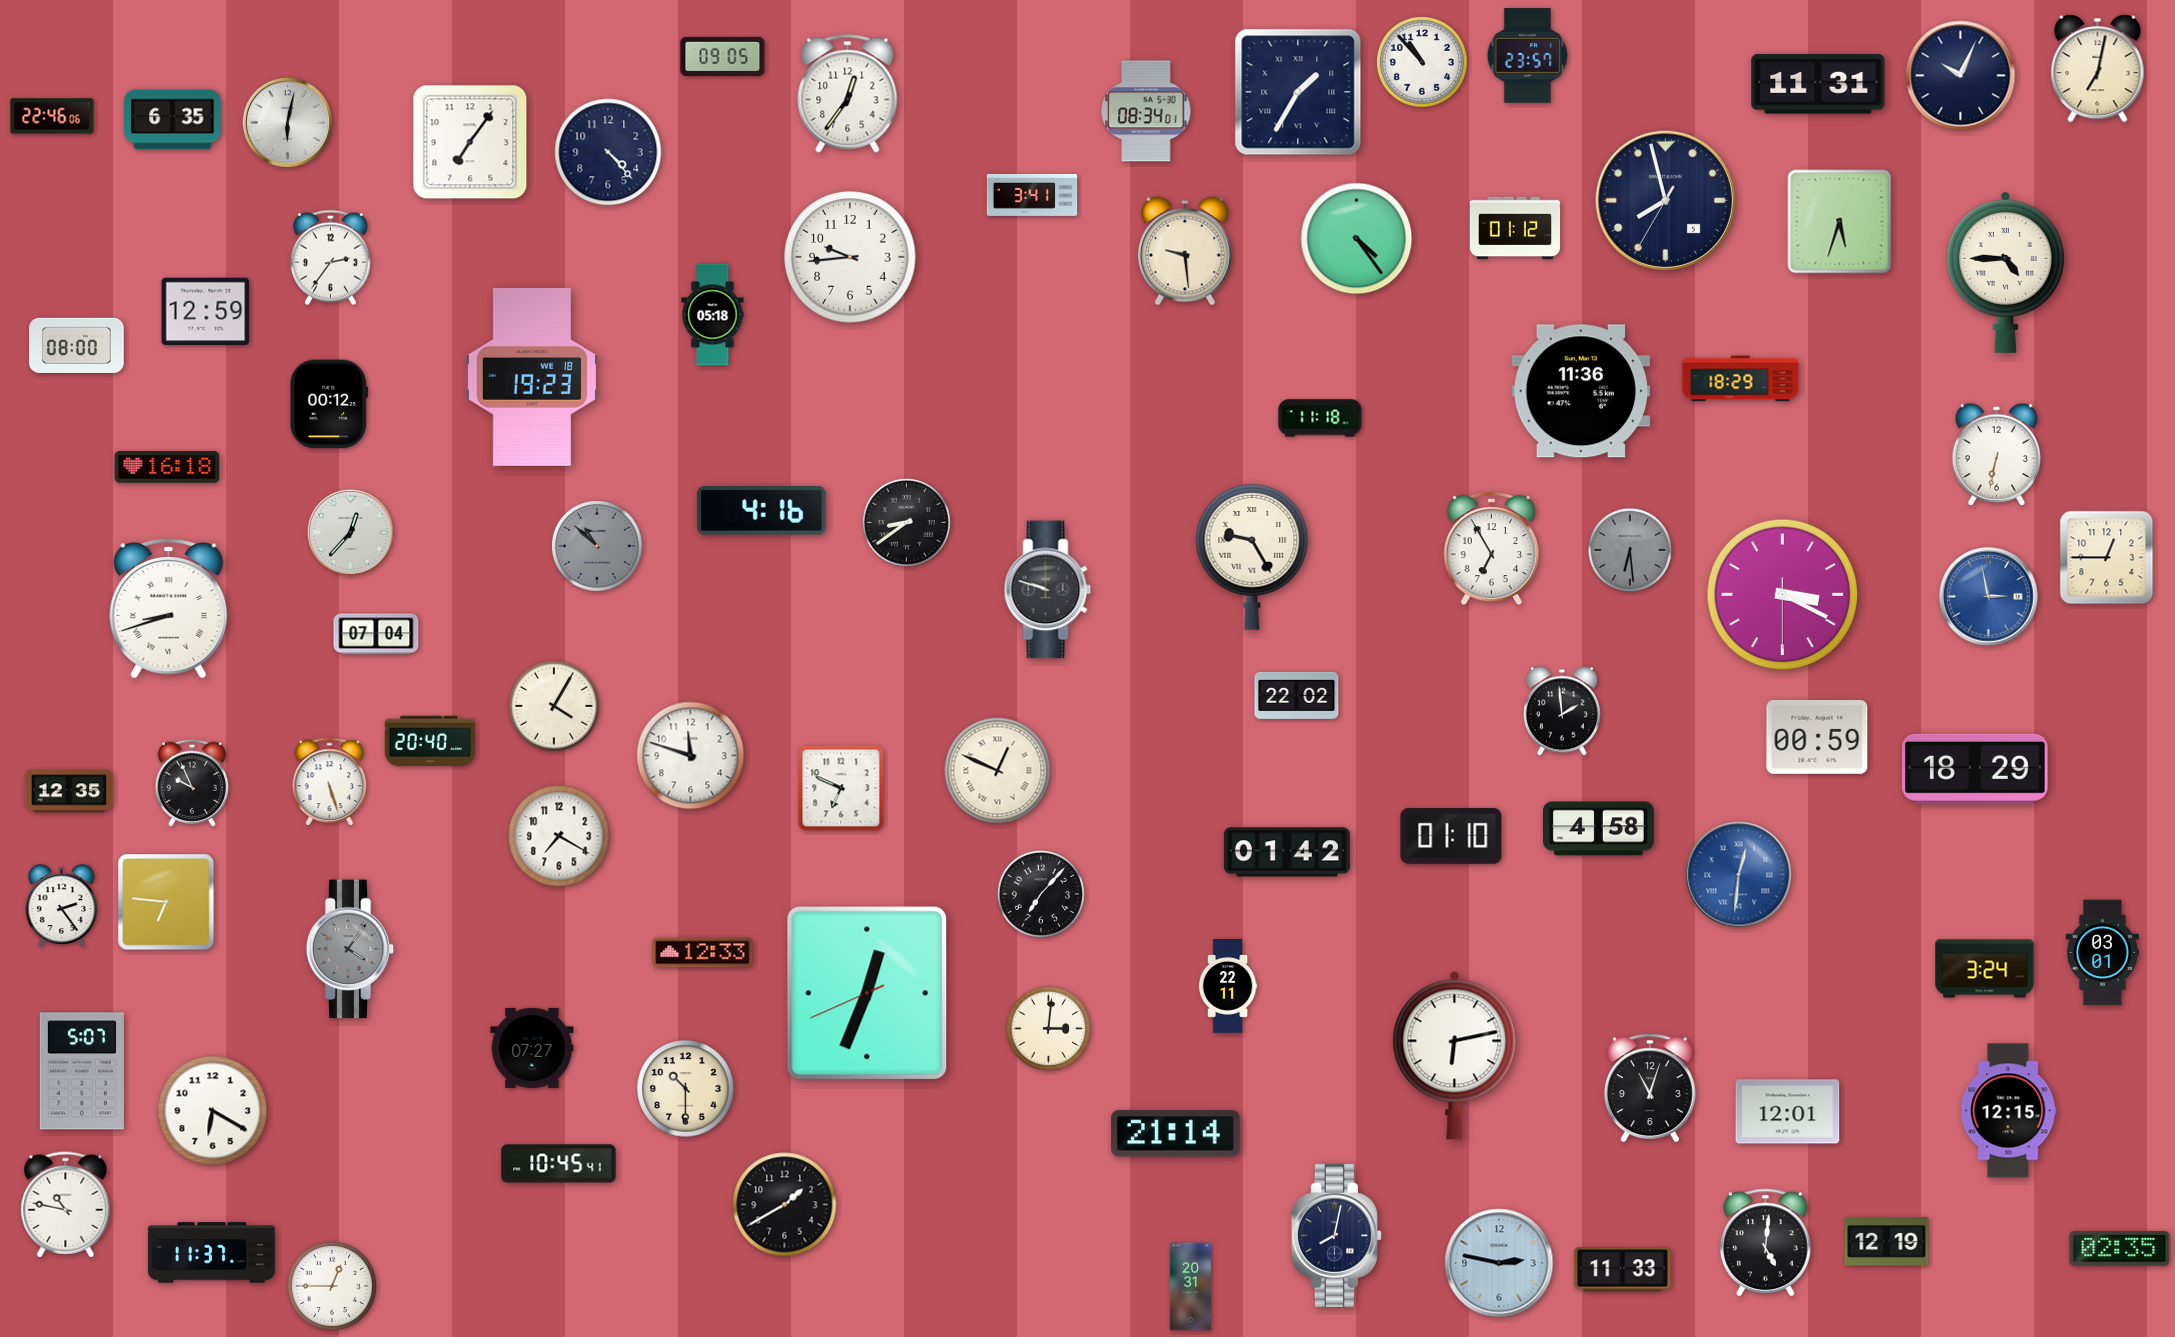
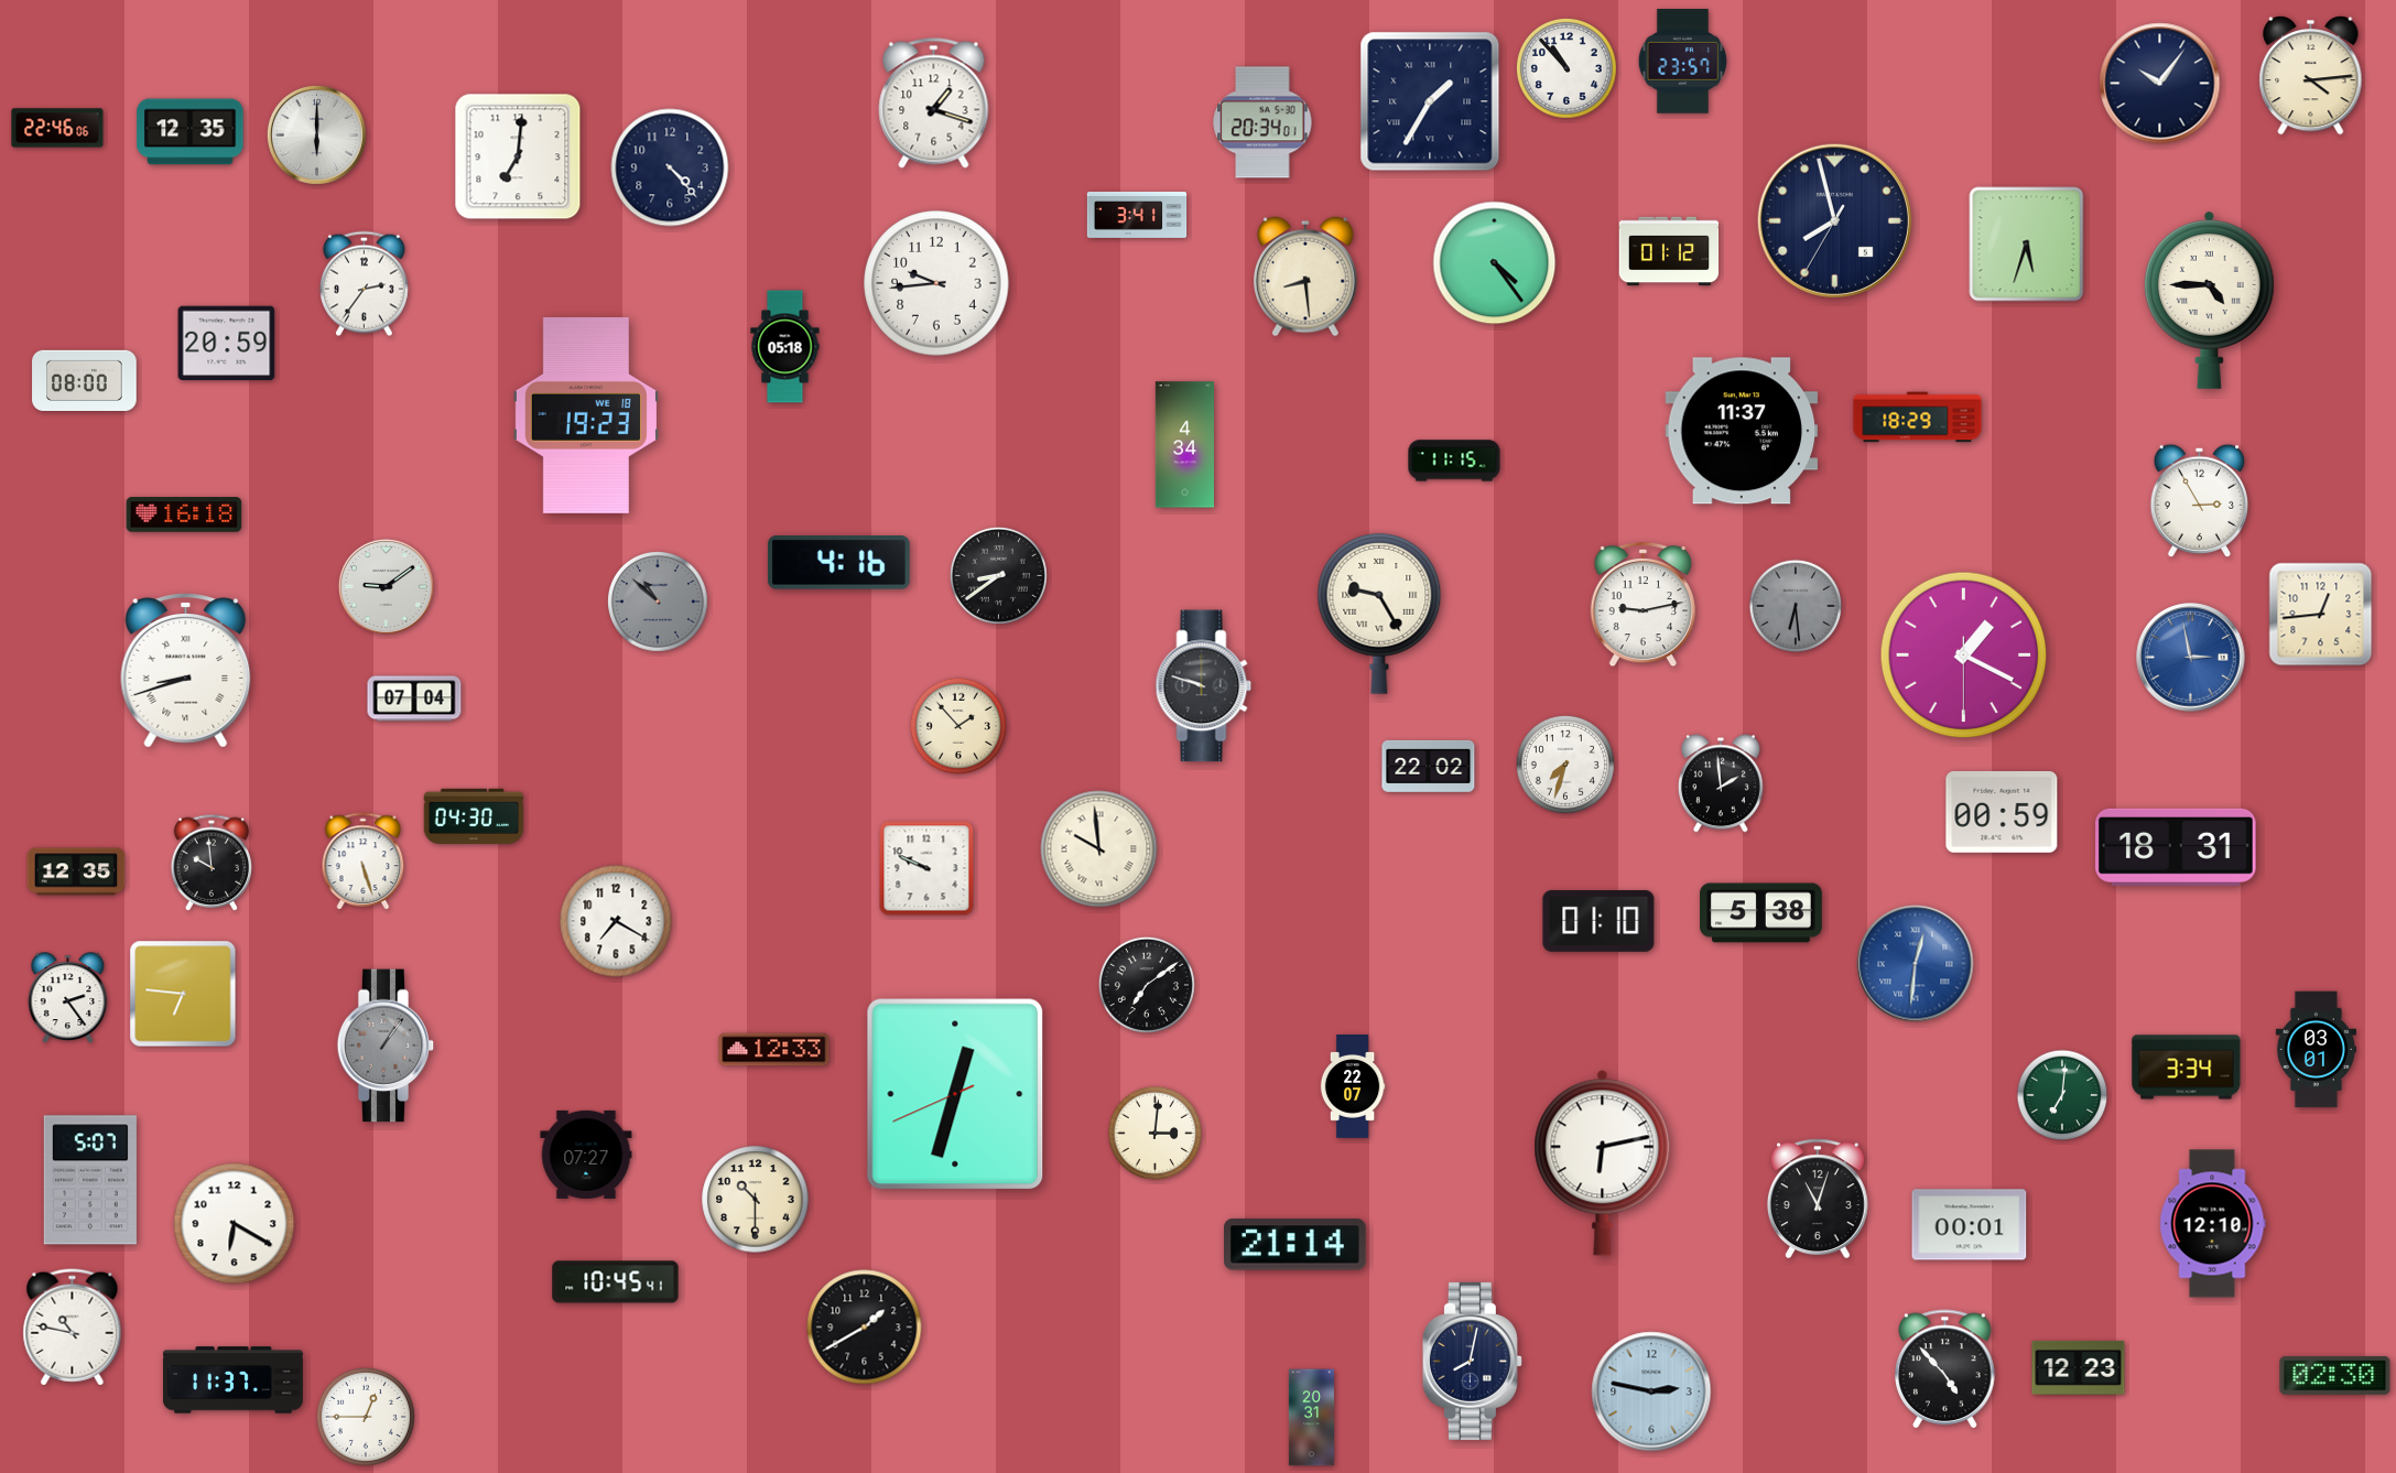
clock at (723, 56): 09:05 -> none
clock at (2098, 68): 7:02 -> 4:14
clock at (1961, 76): 10:04 -> 10:06
clock at (1818, 84): 11:31 -> none
clock at (848, 94): 12:36 -> 1:18
clock at (1146, 111): 08:34 -> 20:34
clock at (173, 120): 6:35 -> 12:35
clock at (287, 122): 6:02 -> 6:00
clock at (470, 142): 7:06 -> 7:01
clock at (1186, 251): 9:29 -> 8:29
clock at (206, 312): 12:59 -> 20:59
clock at (1581, 391): 11:36 -> 11:37
clock at (328, 404): 00:12 -> none
clock at (1184, 445): none -> 4:34
clock at (1320, 418): 11:18 -> 11:15
clock at (1996, 454): 6:32 -> 2:55
clock at (350, 532): 12:37 -> 9:09
clock at (1491, 549): 6:55 -> 9:13
clock at (2107, 558): 12:45 -> 12:44
clock at (1048, 590) position: (1048, 590) -> (1204, 686)
clock at (1783, 595): 3:19 -> 1:19
clock at (958, 726): none -> 1:53
clock at (1565, 765): none -> 7:33
clock at (554, 706): 4:05 -> none
clock at (429, 741): 20:40 -> 04:30
clock at (691, 756): 11:48 -> none
clock at (1976, 769): 18:29 -> 18:31
clock at (998, 771): 12:49 -> 9:59
clock at (192, 783): 9:56 -> 9:59
clock at (841, 788): 6:49 -> 9:49
clock at (1599, 829): 4:58 -> 5:38
clock at (1287, 852): 01:42 -> none
clock at (1041, 894): 7:07 -> 7:09
clock at (350, 949): 4:06 -> 1:06
clock at (1985, 969): 3:24 -> 3:34
clock at (1228, 986): 22:11 -> 22:07
clock at (867, 993): 12:33 -> 12:32
clock at (2062, 1095): none -> 7:01
clock at (2009, 1111): 12:15 -> 12:10
clock at (1788, 1112): 12:01 -> 00:01
clock at (1176, 1134) position: (1176, 1134) -> (1295, 1245)
clock at (1887, 1241): 12:19 -> 12:23
clock at (1766, 1242): 5:01 -> 4:53
clock at (2120, 1248): 02:35 -> 02:30
clock at (1623, 1270): 11:33 -> none
